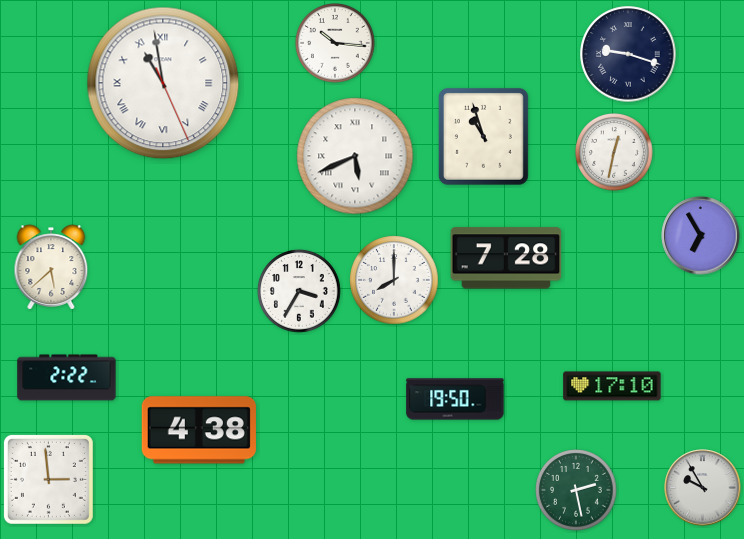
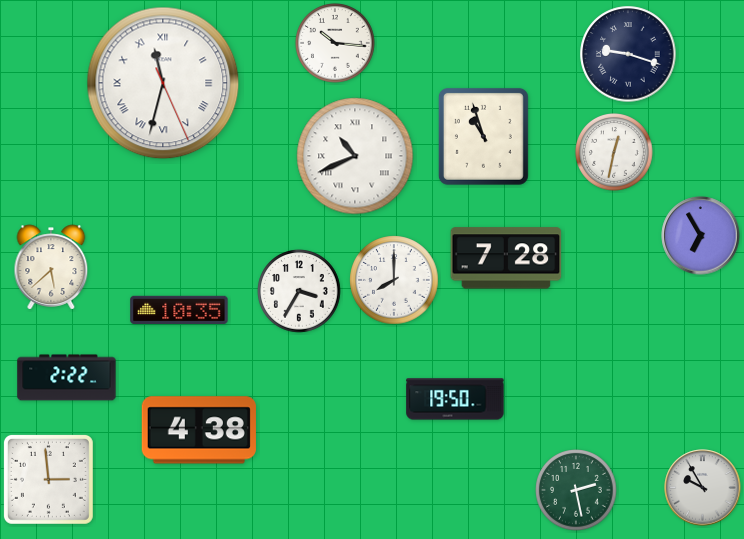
clock at (163, 83): 10:58 -> 11:32
clock at (355, 156): 5:41 -> 10:41
clock at (179, 310): none -> 10:35
clock at (612, 386): 17:10 -> none
